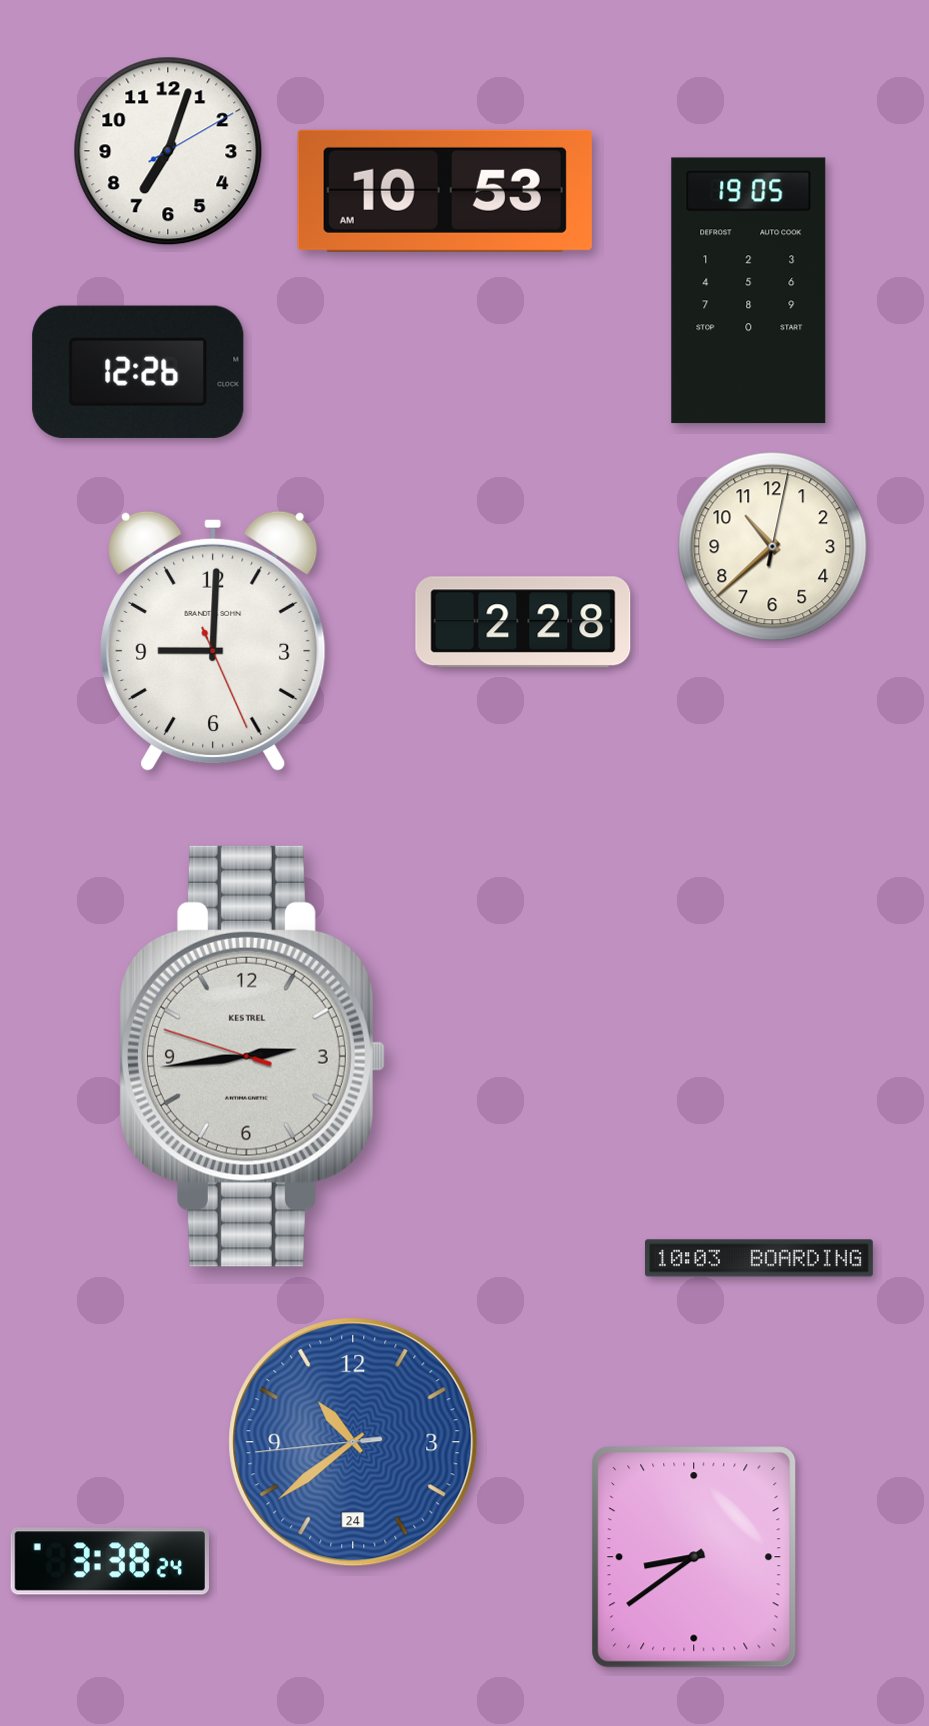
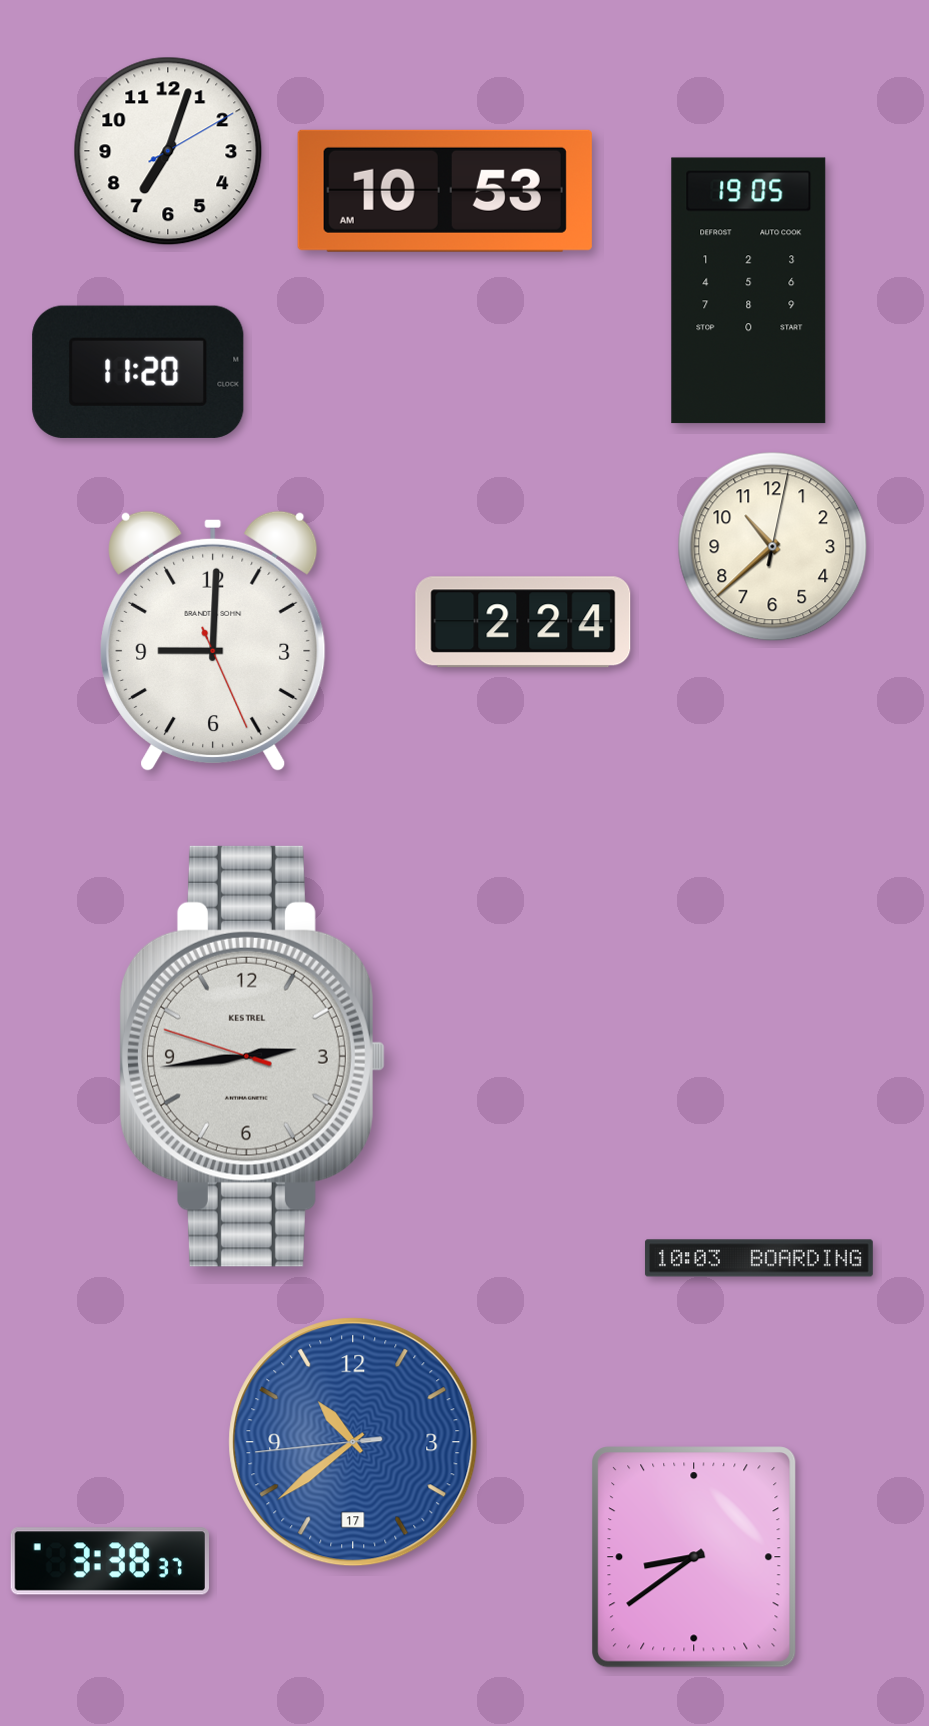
clock at (138, 372): 12:26 -> 11:20
clock at (523, 622): 2:28 -> 2:24
clock at (353, 1442) date: 24 -> 17
clock at (110, 1561): 3:38:24 -> 3:38:37
